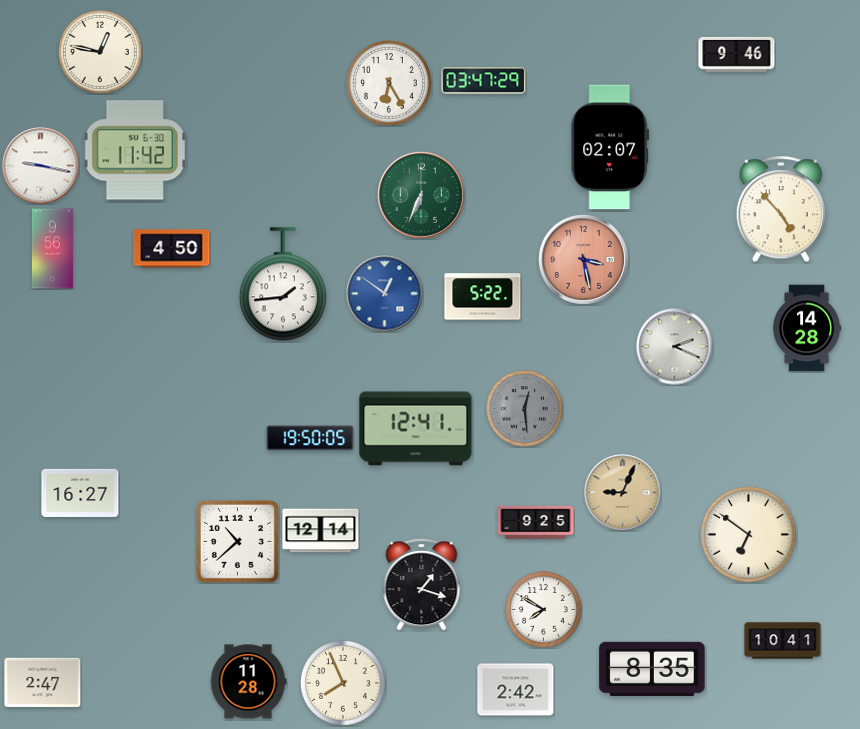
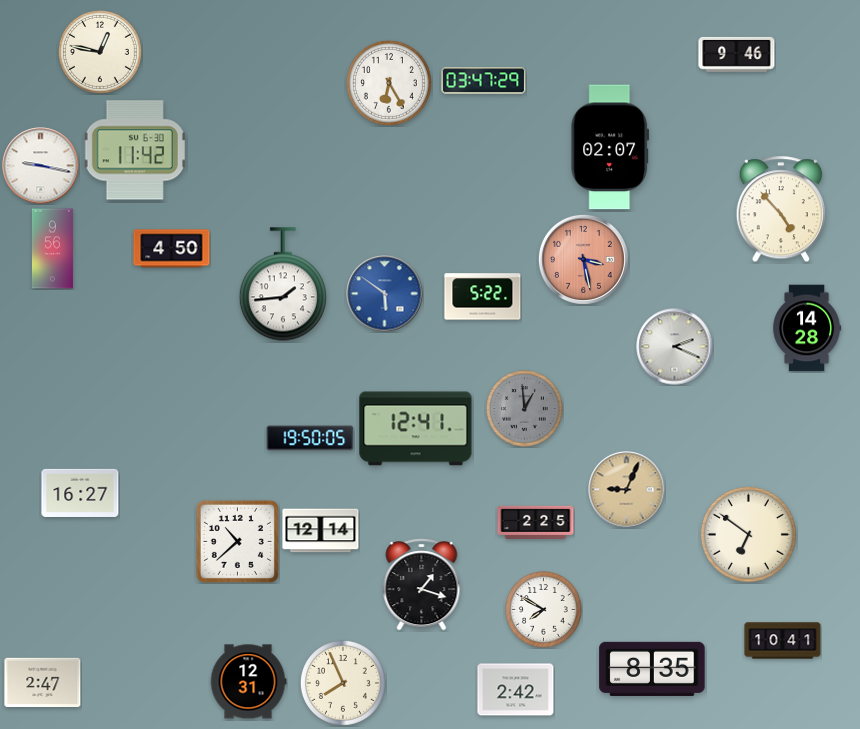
clock at (422, 196): 6:34 -> none
clock at (385, 294): 12:51 -> 5:51
clock at (525, 409): 12:29 -> 12:59
clock at (623, 493) position: (623, 493) -> (627, 490)
clock at (536, 522): 9:25 -> 2:25
clock at (248, 682): 11:28 -> 12:31
